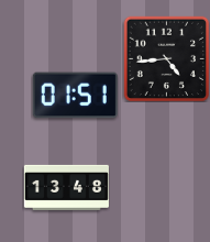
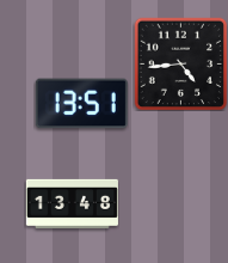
clock at (75, 96): 01:51 -> 13:51
